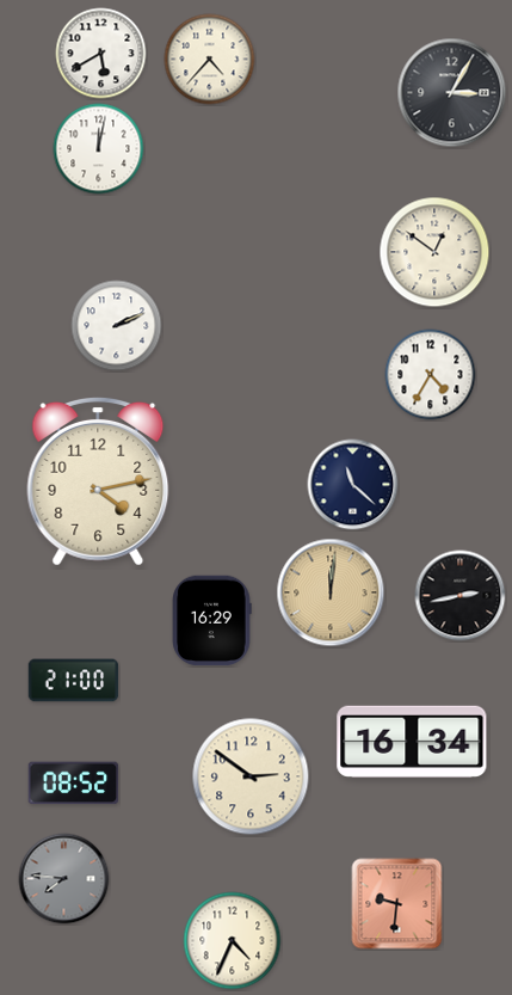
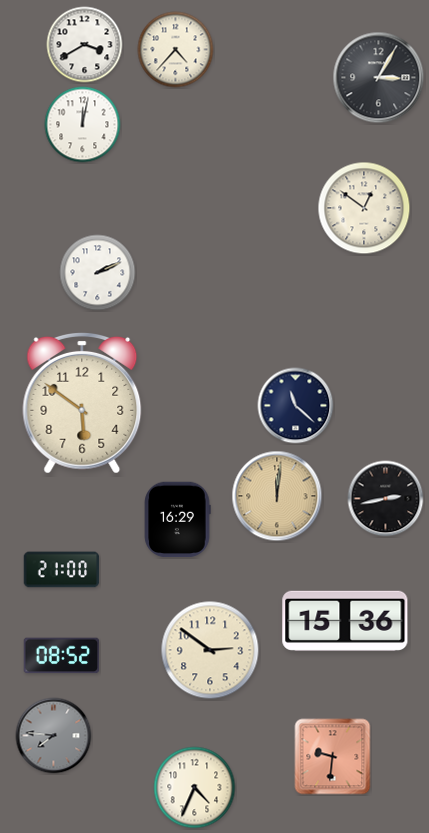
clock at (101, 54): 5:40 -> 3:40
clock at (434, 252) position: (434, 252) -> (364, 208)
clock at (431, 375): 4:35 -> none
clock at (98, 481): 4:13 -> 5:51
clock at (412, 742): 16:34 -> 15:36
